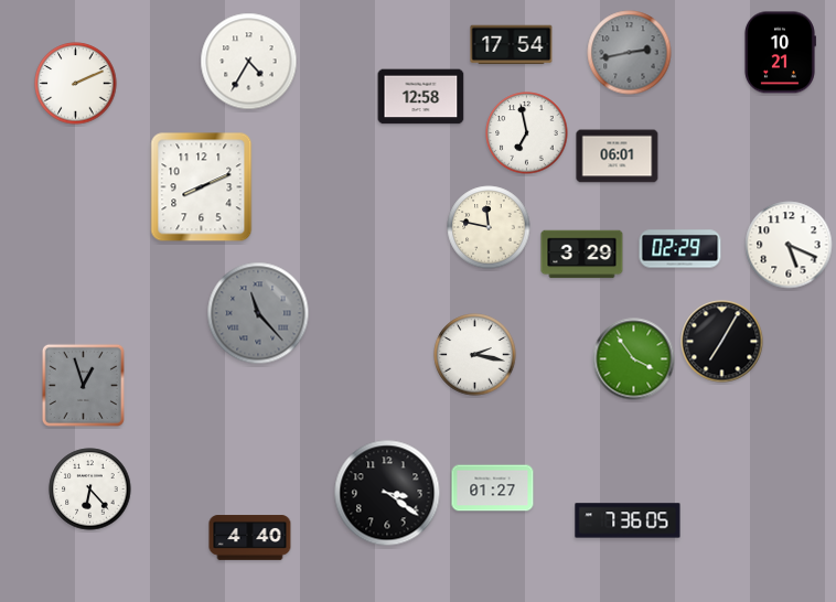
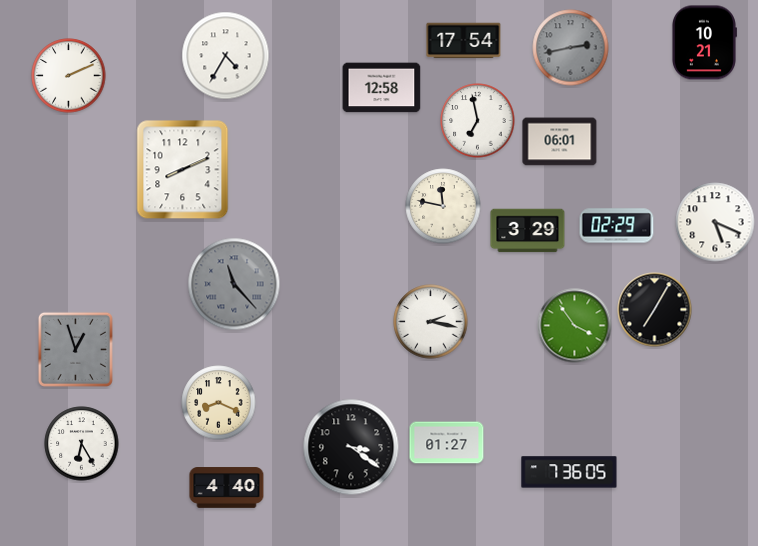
clock at (780, 53) position: (780, 53) -> (704, 43)
clock at (219, 403): none -> 8:19
clock at (90, 490): 6:23 -> 6:25
